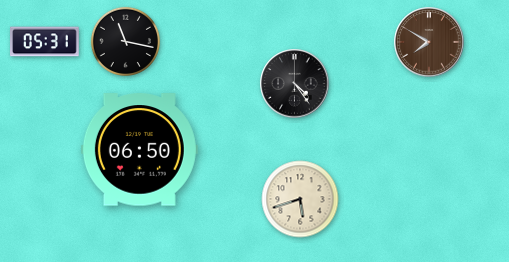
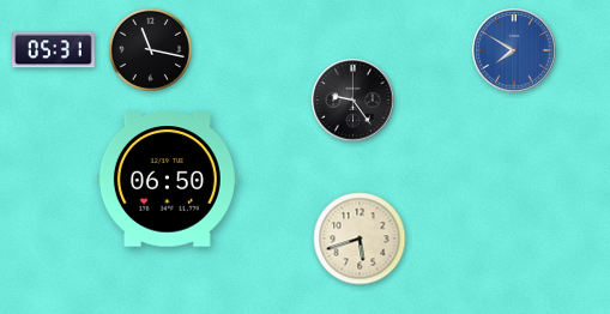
clock at (429, 42) dial: brown -> blue
clock at (295, 84): 4:24 -> 9:24
